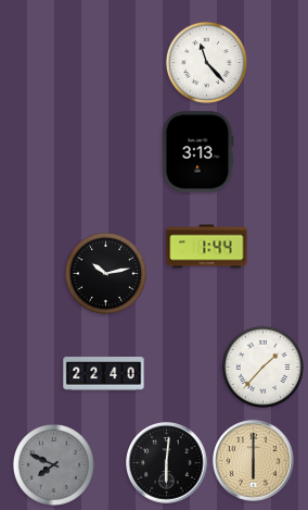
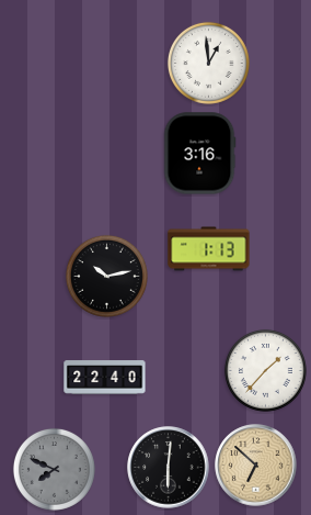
clock at (206, 62): 11:23 -> 12:59
clock at (197, 152): 3:13 -> 3:16
clock at (207, 247): 1:44 -> 1:13
clock at (254, 461): 6:00 -> 6:52
